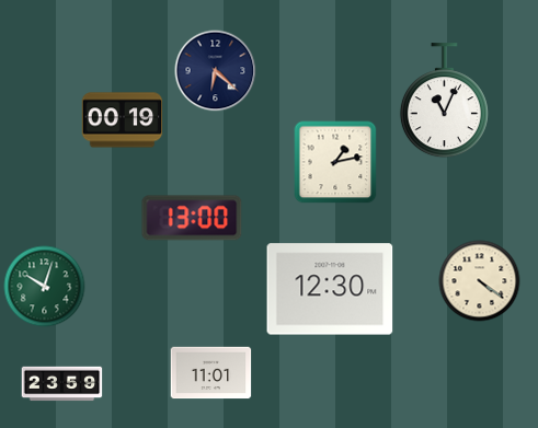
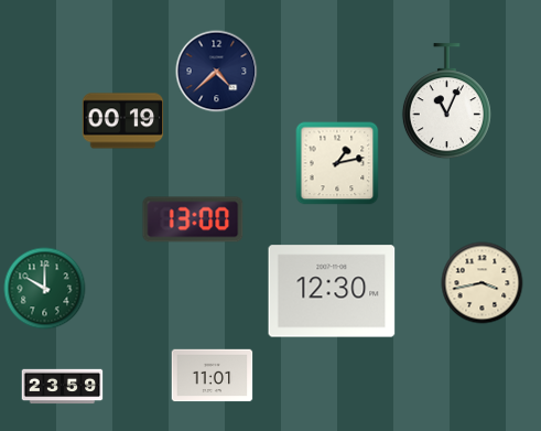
clock at (216, 71): 6:22 -> 4:38
clock at (480, 281): 4:21 -> 3:43
clock at (45, 287): 10:03 -> 10:00
